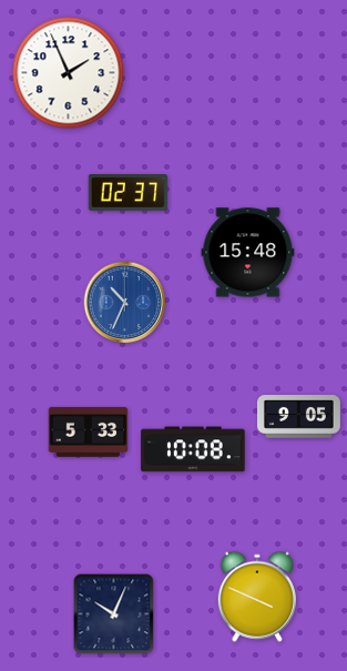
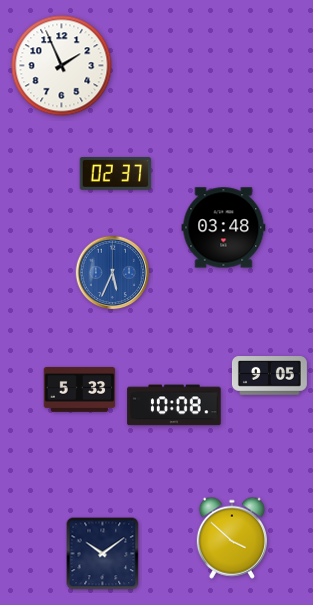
clock at (248, 253): 15:48 -> 03:48
clock at (125, 303): 10:34 -> 5:34
clock at (257, 597): 3:49 -> 3:52
clock at (114, 614): 10:04 -> 10:09
